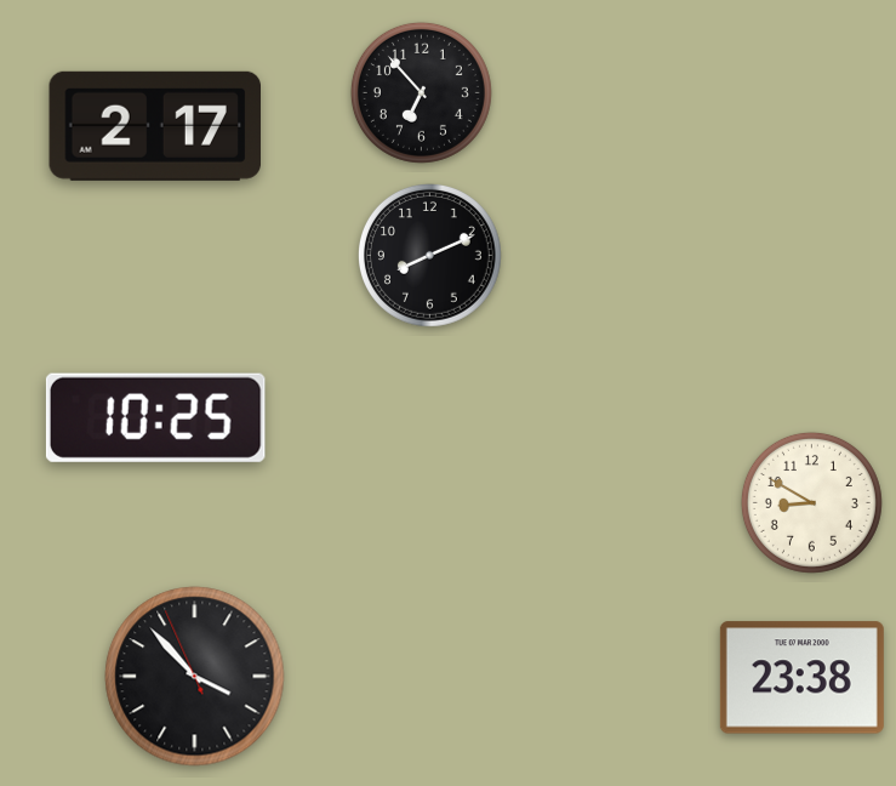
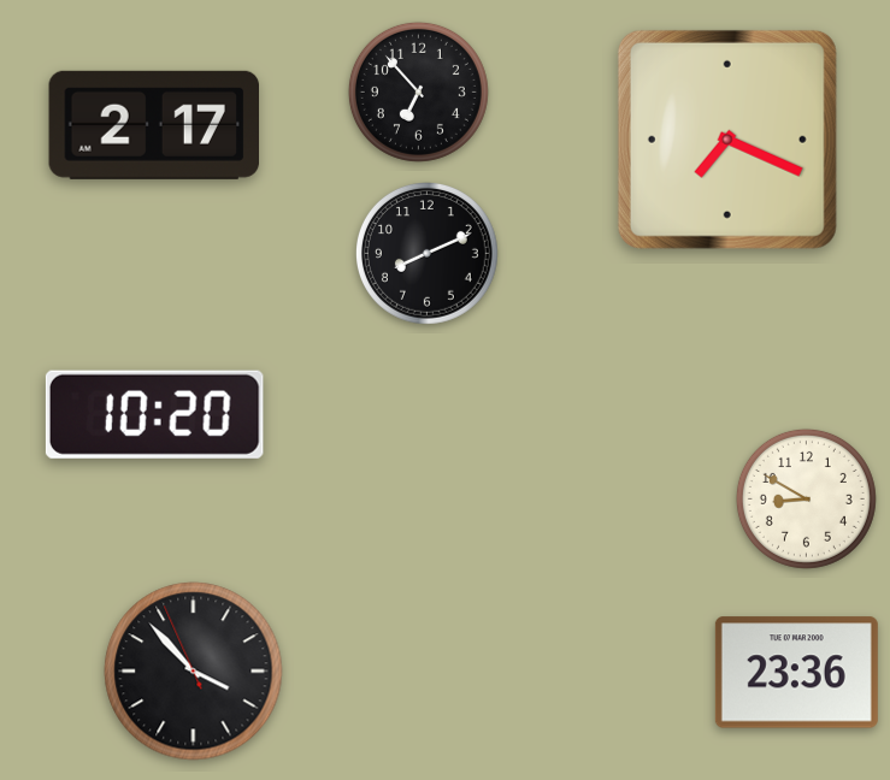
clock at (727, 140): none -> 7:19
clock at (155, 417): 10:25 -> 10:20
clock at (801, 678): 23:38 -> 23:36
